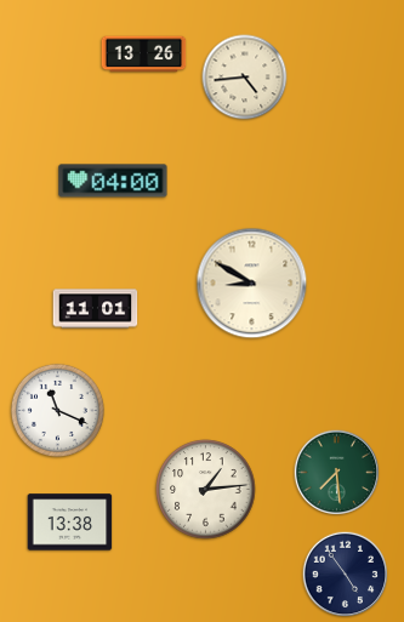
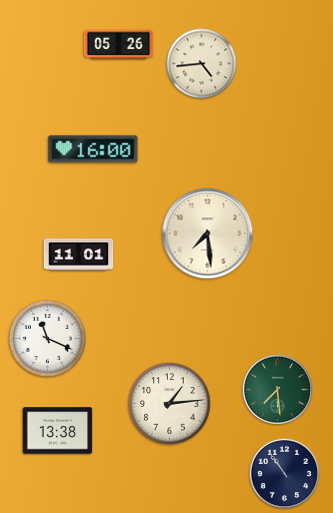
clock at (144, 55): 13:26 -> 05:26
clock at (113, 181): 04:00 -> 16:00
clock at (252, 284): 8:50 -> 7:29
clock at (346, 575): 4:54 -> 10:54
